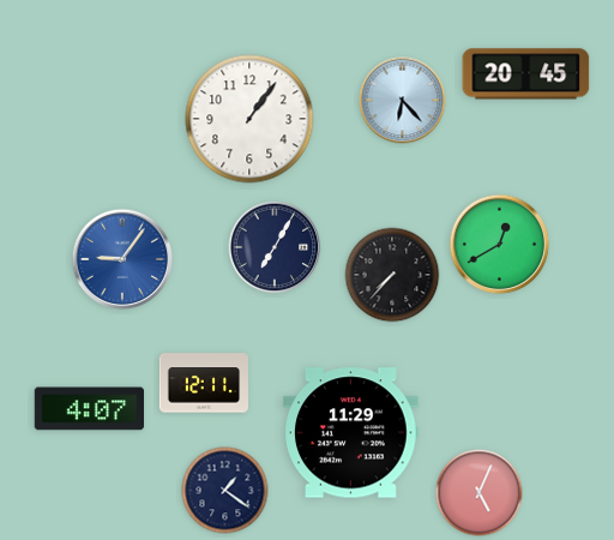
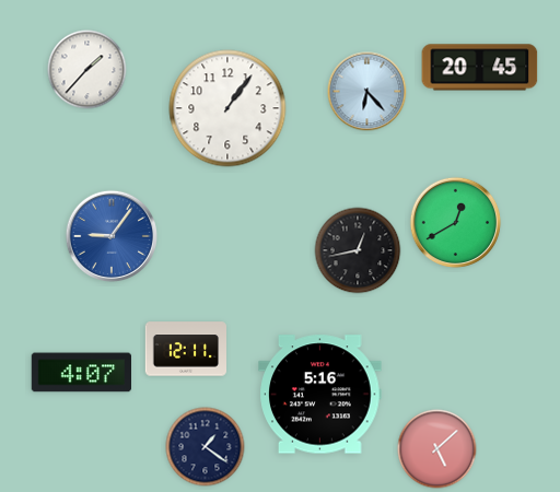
clock at (87, 70): none -> 1:37
clock at (275, 247): 7:05 -> none
clock at (392, 275): 7:37 -> 12:43
clock at (351, 433): 11:29 -> 5:16
clock at (480, 493): 5:04 -> 5:08
